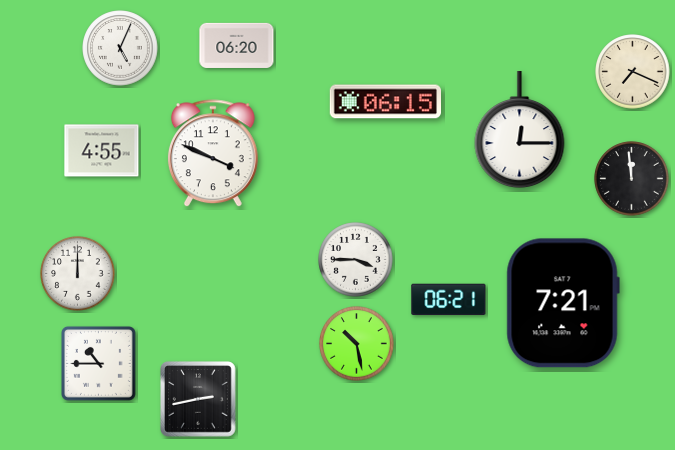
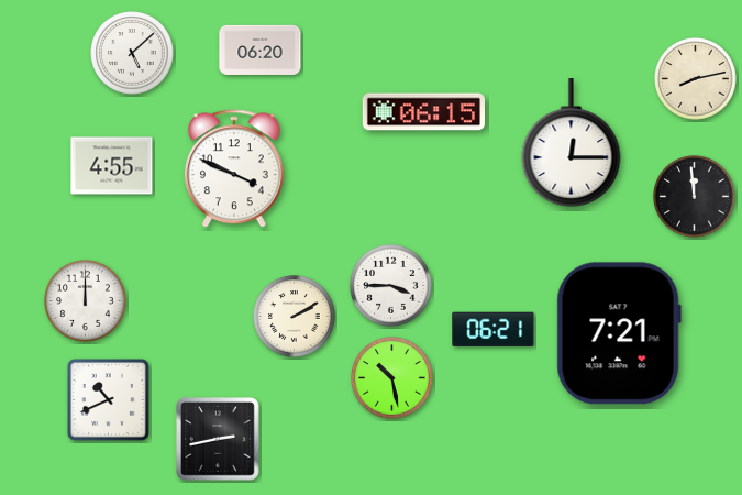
clock at (120, 48): 5:04 -> 5:08
clock at (633, 72): 7:19 -> 8:13
clock at (295, 317): none -> 2:10
clock at (98, 363): 10:45 -> 10:41
